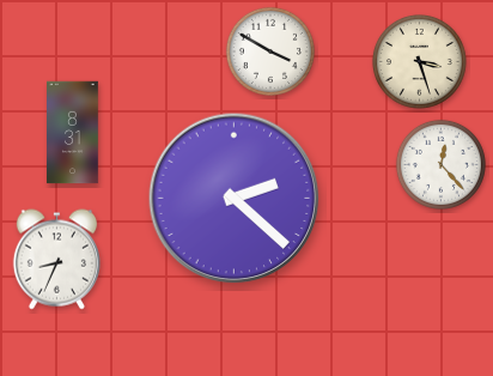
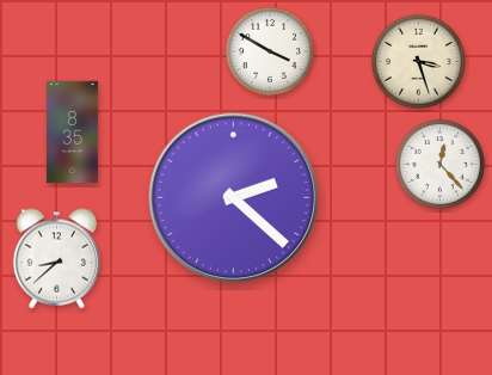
clock at (73, 133): 8:31 -> 8:35
clock at (56, 260): 8:34 -> 8:38
